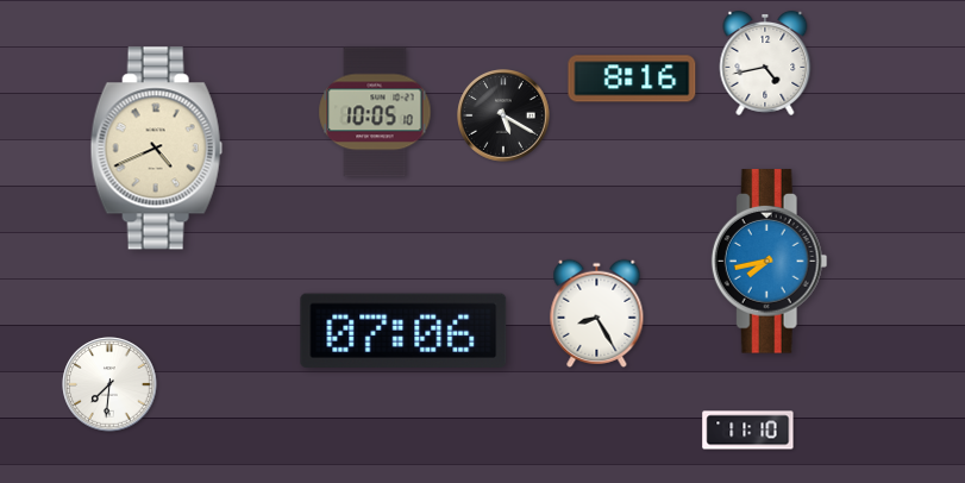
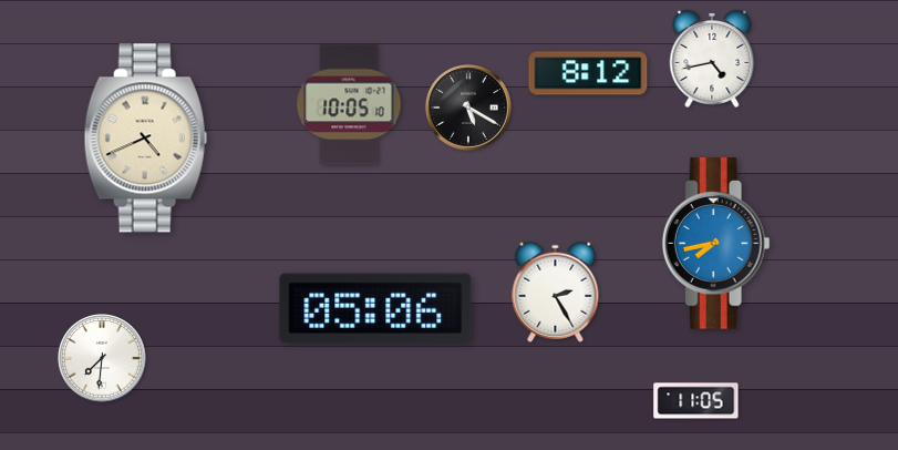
clock at (632, 79): 8:16 -> 8:12
clock at (597, 313): 8:25 -> 2:25
clock at (403, 331): 07:06 -> 05:06
clock at (748, 431): 11:10 -> 11:05
